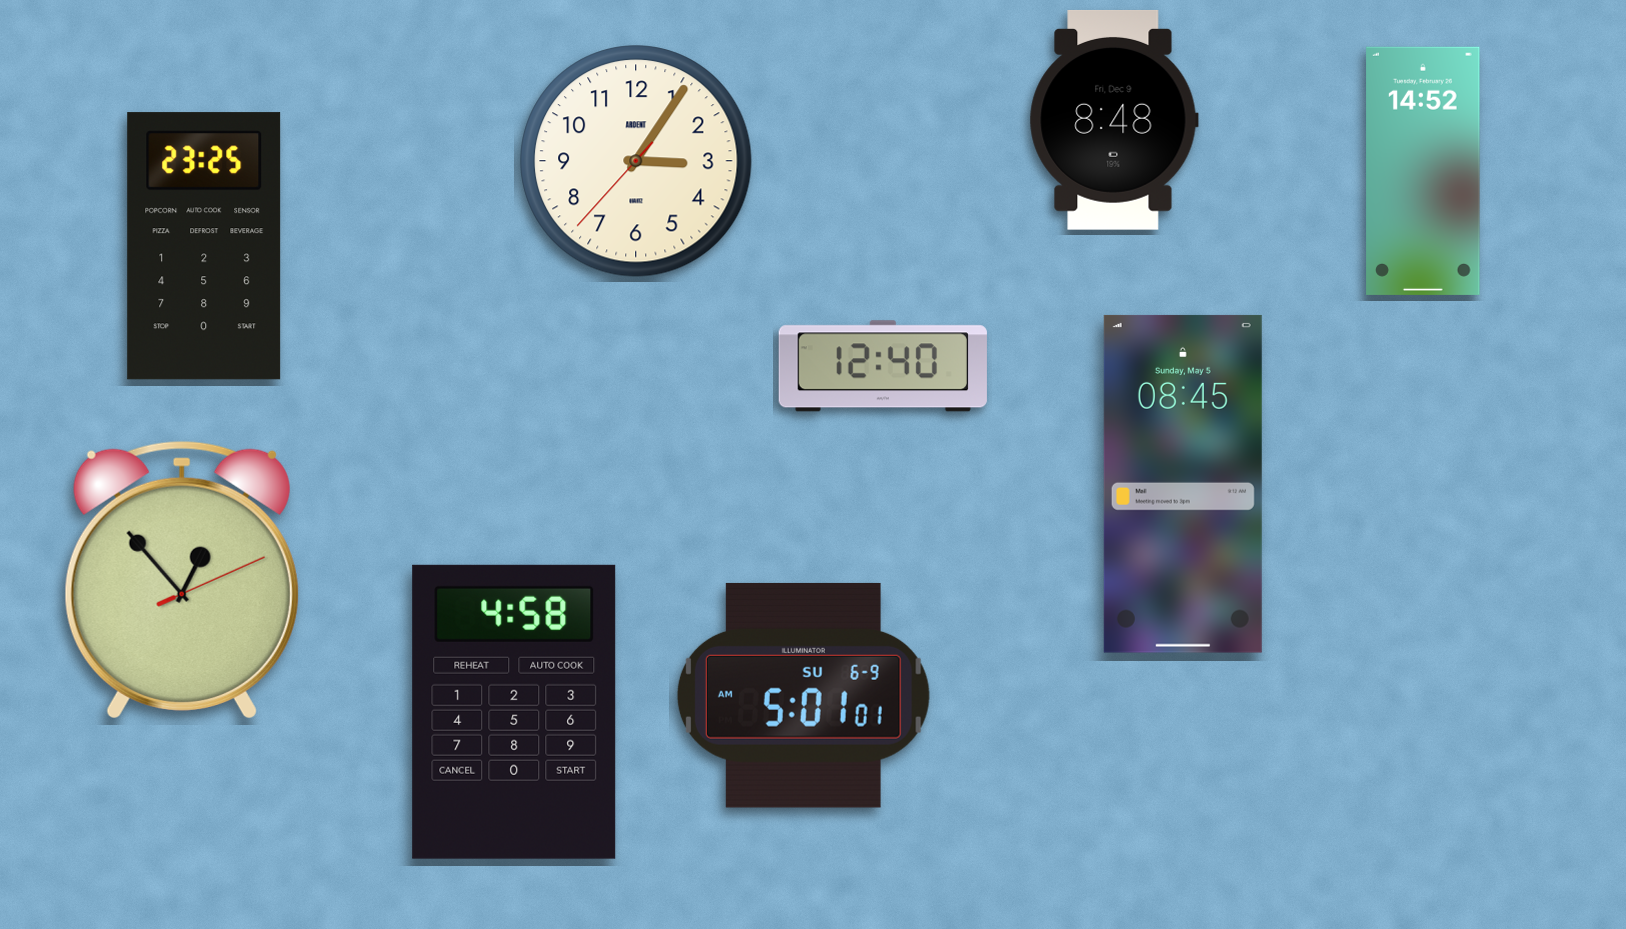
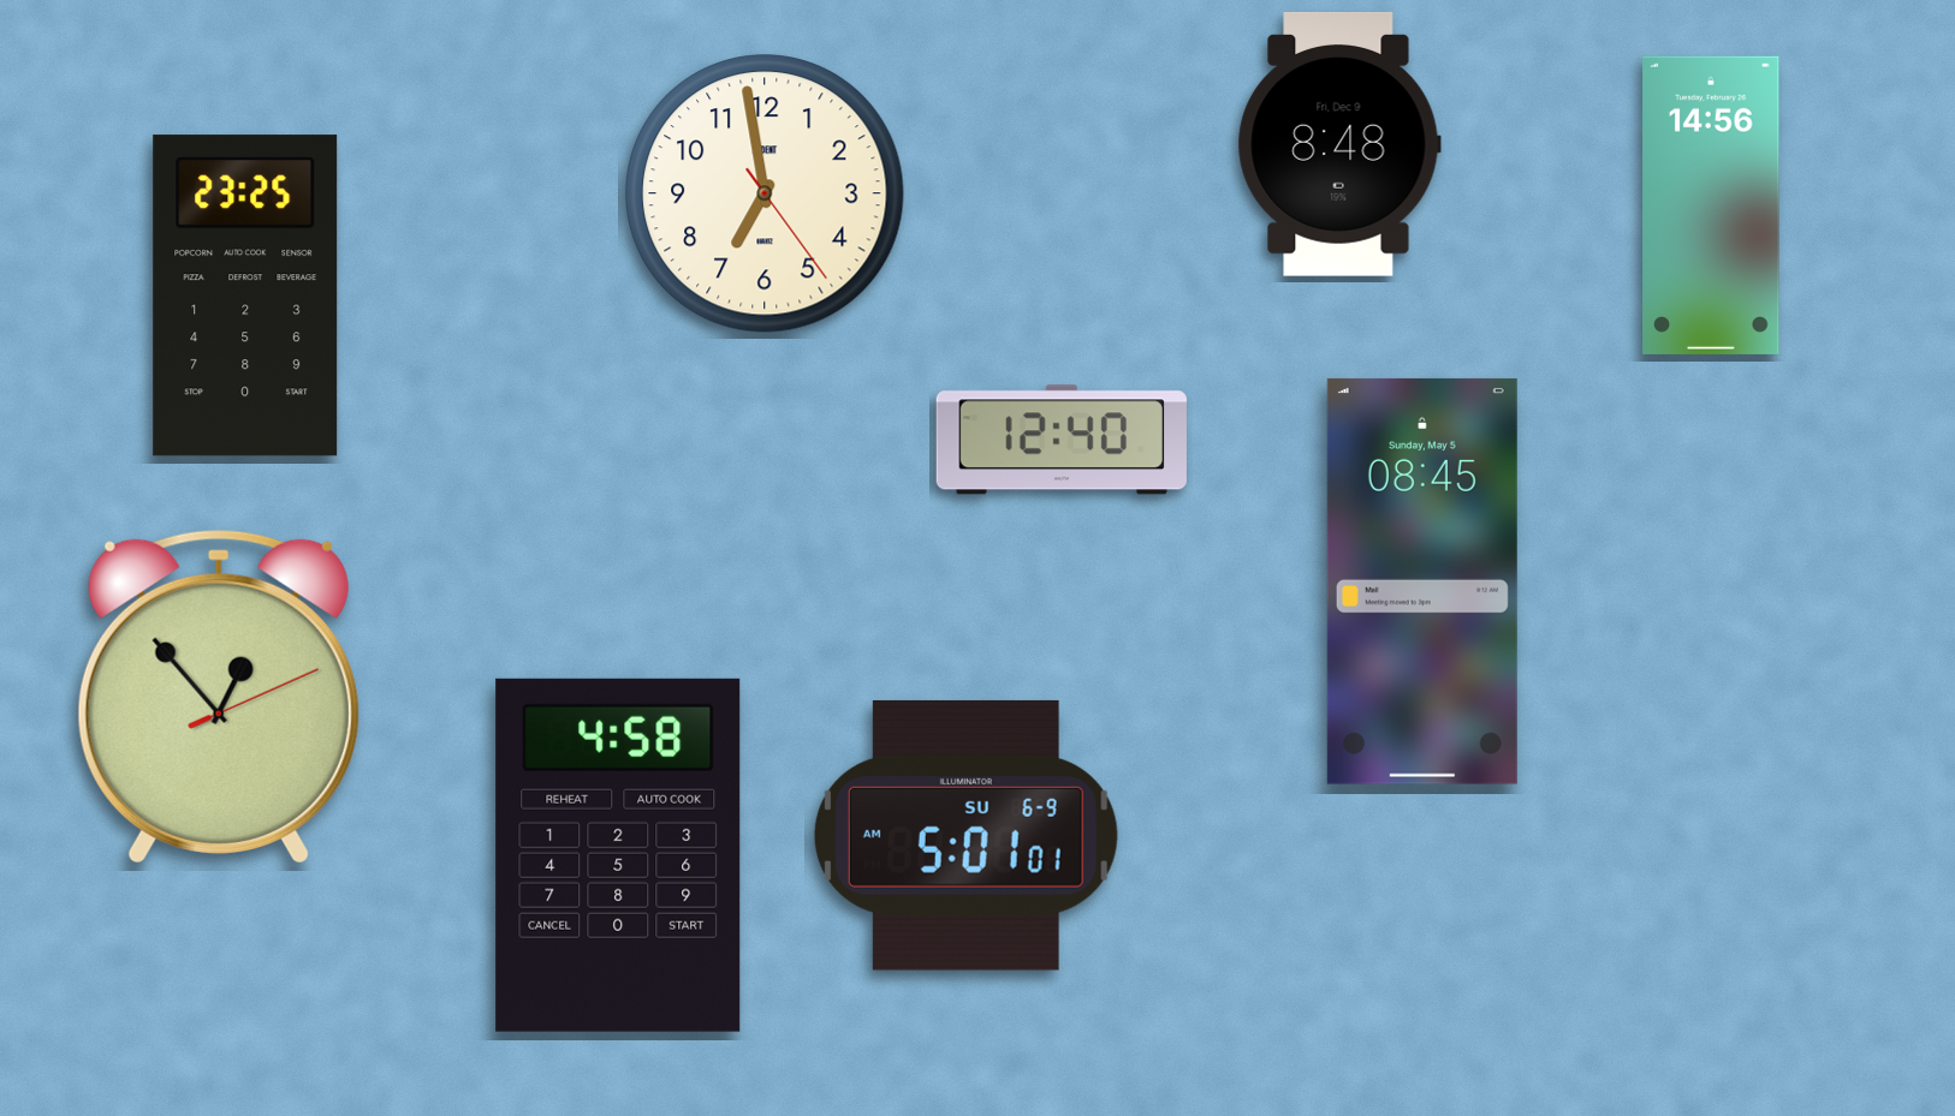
clock at (636, 161): 3:05 -> 6:58
clock at (1423, 171): 14:52 -> 14:56
